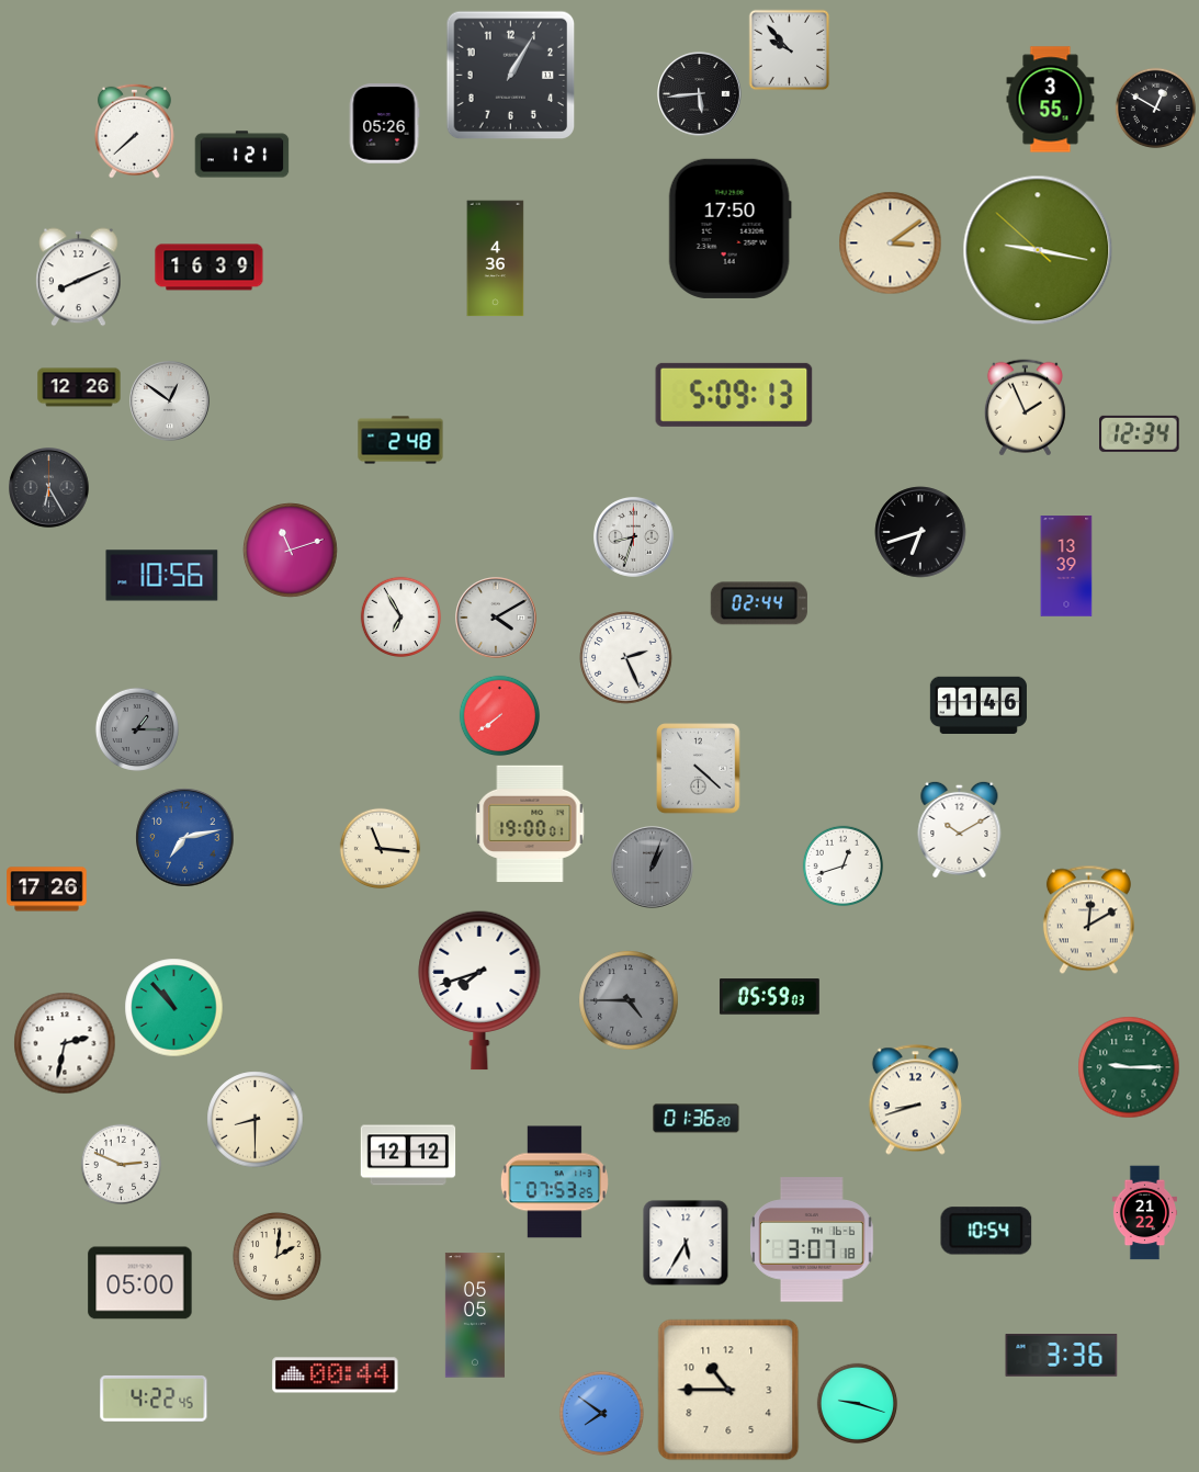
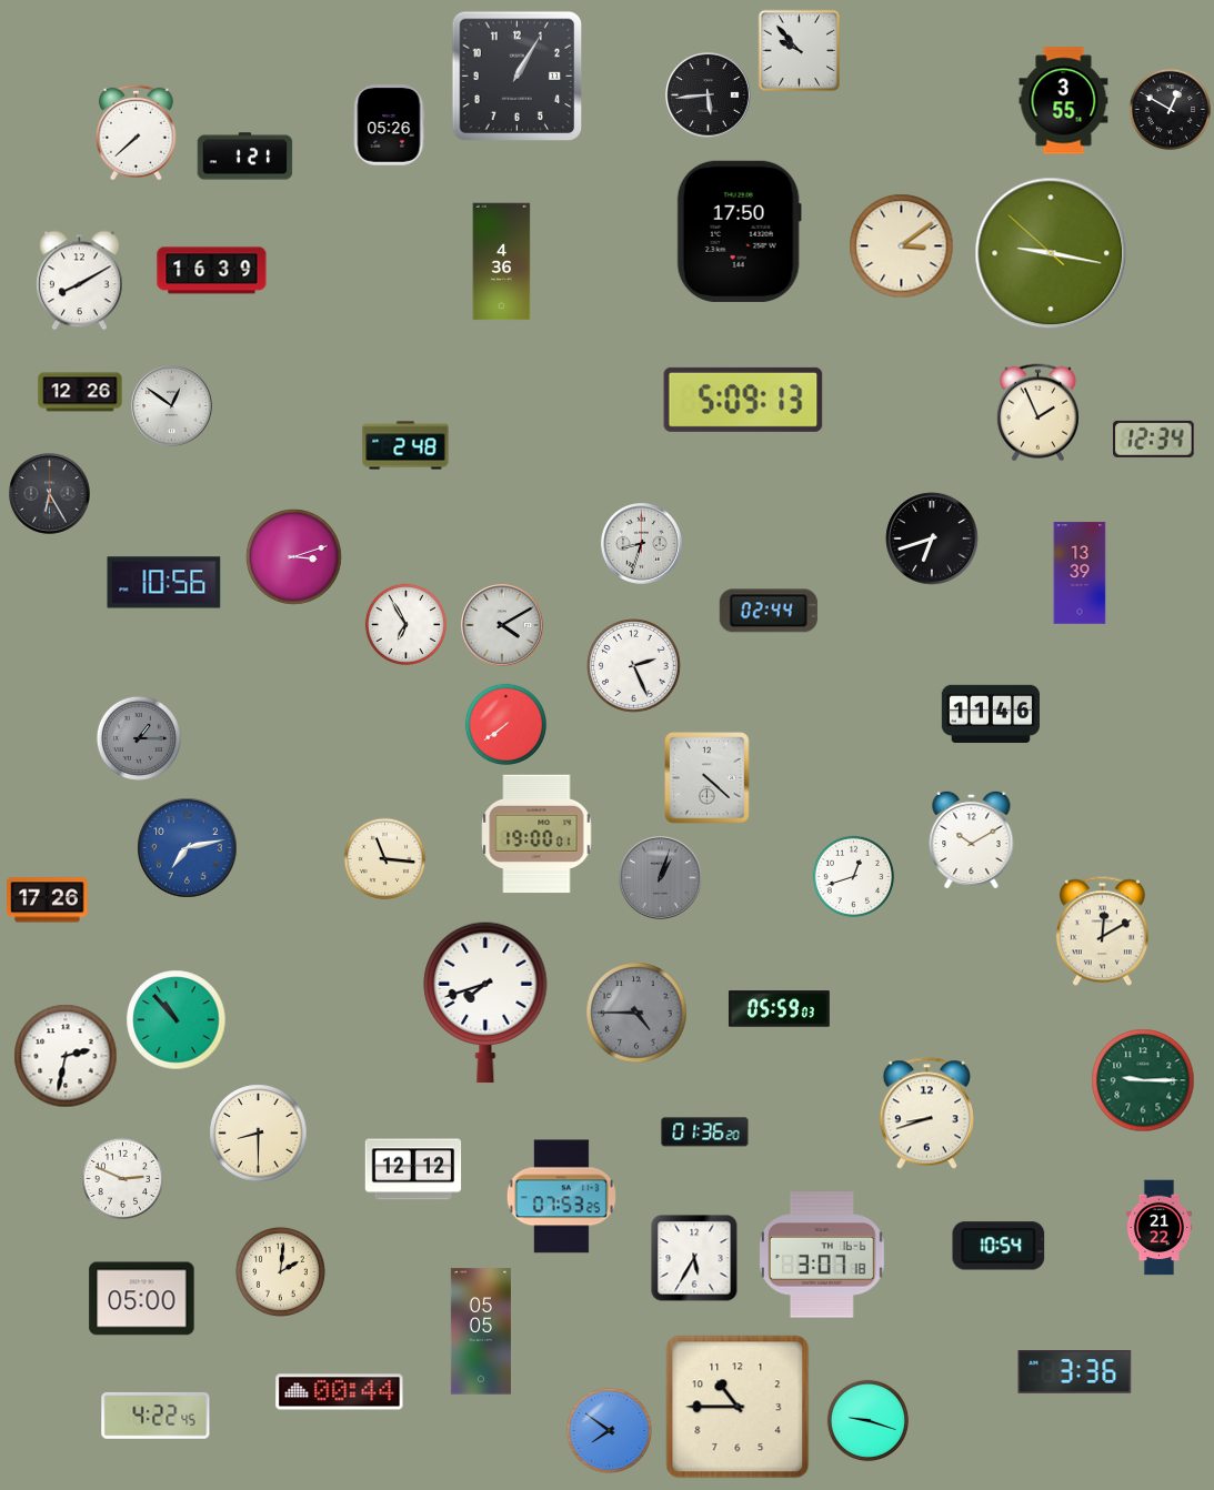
clock at (79, 278): 8:11 -> 8:10
clock at (291, 551): 11:12 -> 3:12
